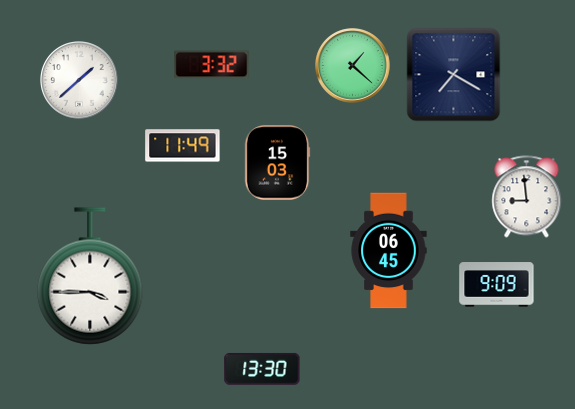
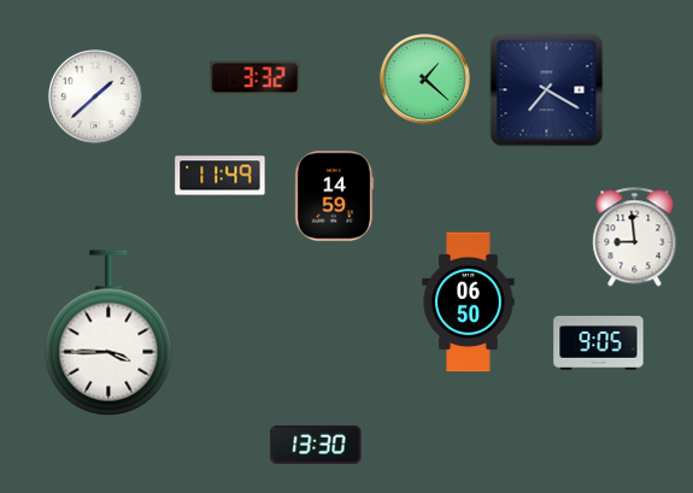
clock at (277, 163): 15:03 -> 14:59
clock at (389, 251): 06:45 -> 06:50
clock at (497, 285): 9:09 -> 9:05
